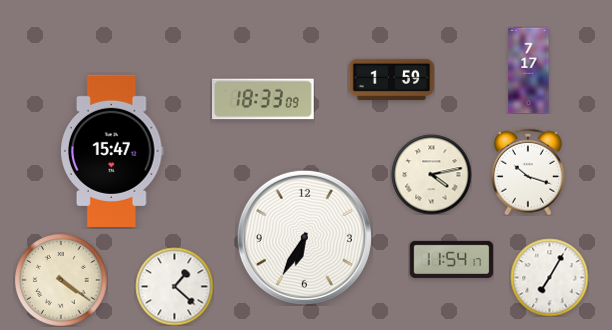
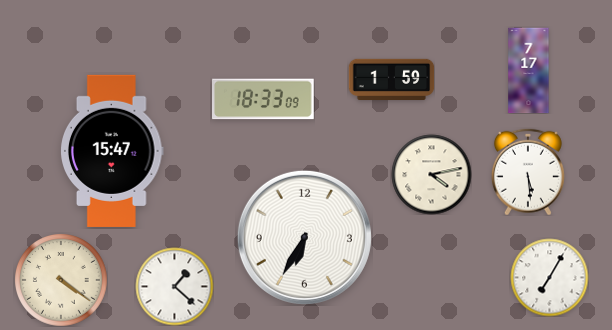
clock at (528, 172): 10:18 -> 5:29
clock at (451, 259): 11:54 -> none
